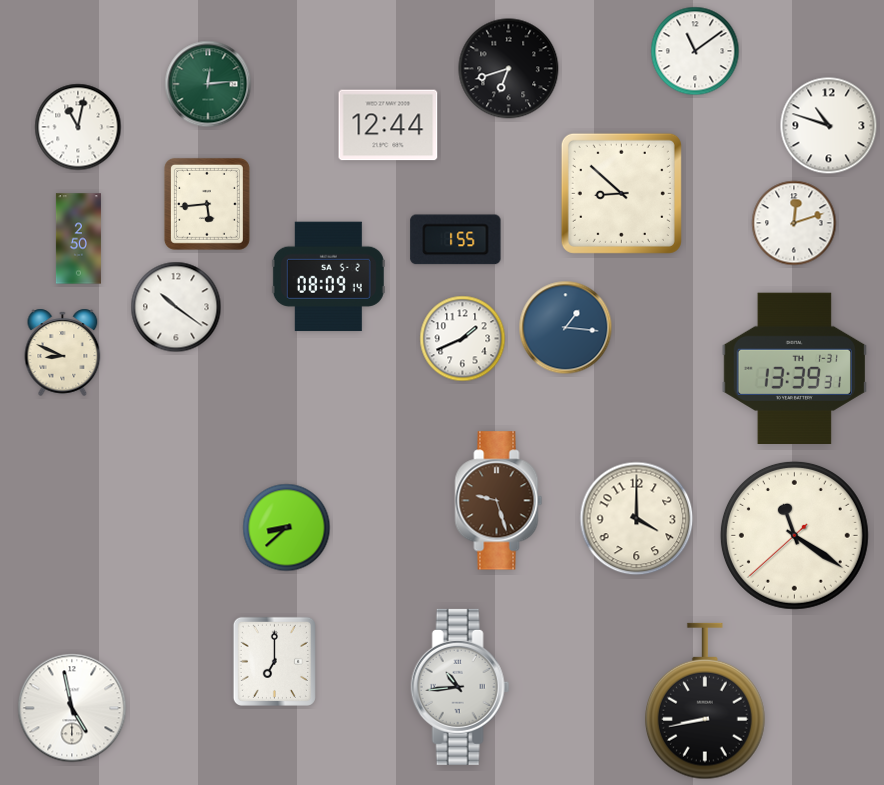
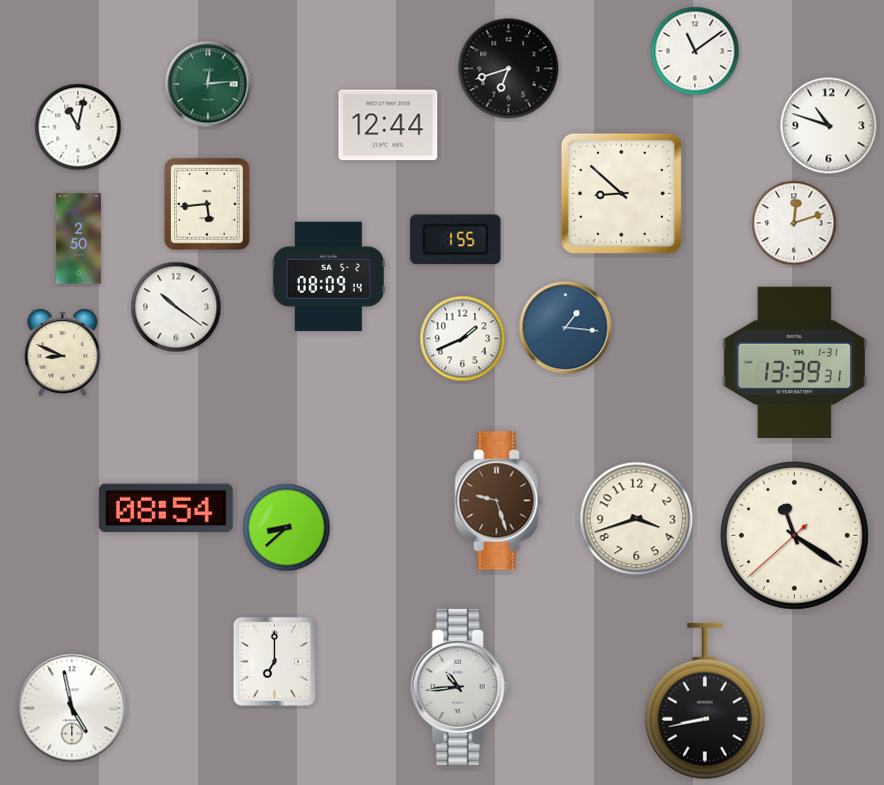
clock at (794, 368) position: (794, 368) -> (794, 362)
clock at (166, 508): none -> 08:54
clock at (637, 519): 4:00 -> 3:42
